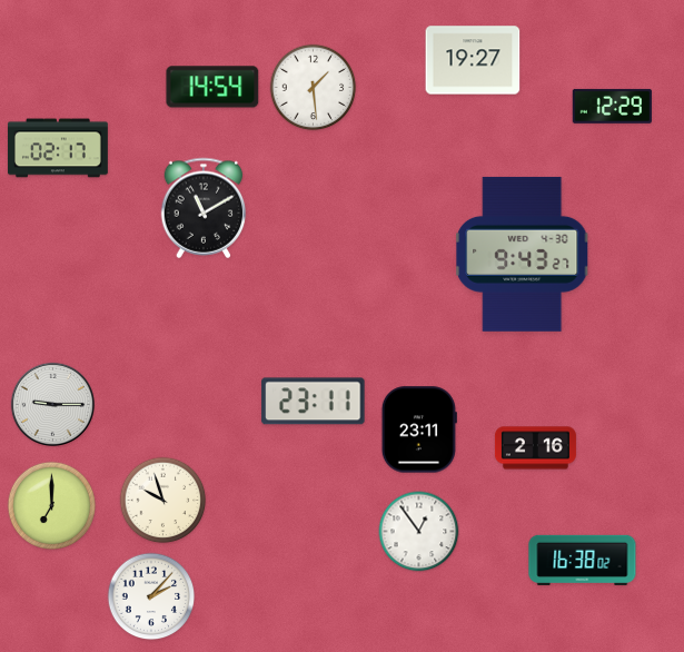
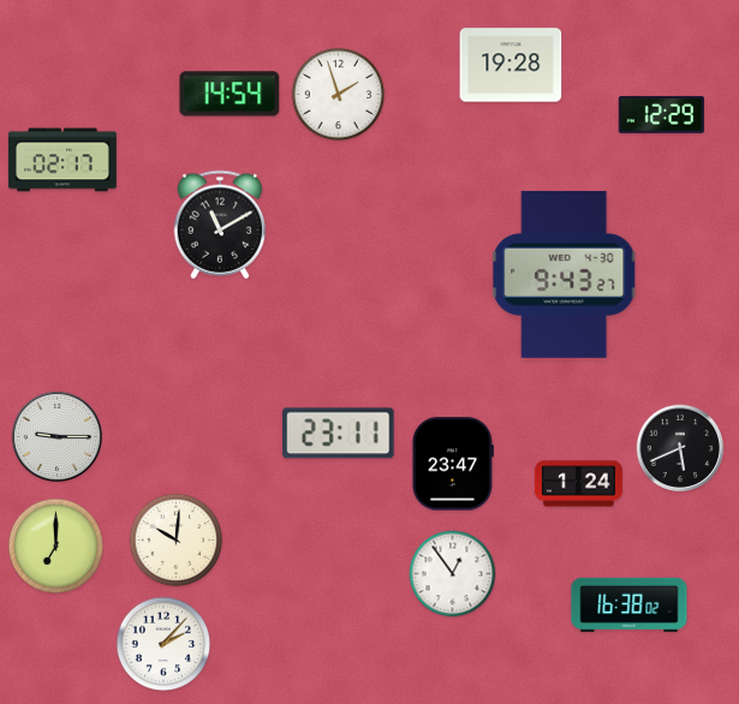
clock at (473, 60): 19:27 -> 19:28
clock at (314, 88): 1:29 -> 1:57
clock at (680, 448): none -> 5:41
clock at (419, 429): 23:11 -> 23:47
clock at (535, 448): 2:16 -> 1:24
clock at (163, 501): 9:57 -> 10:01
